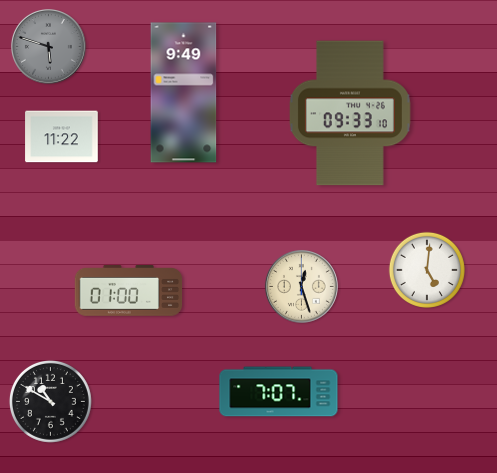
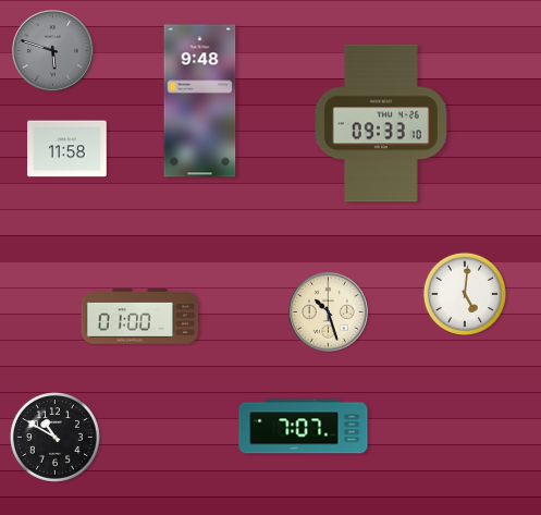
clock at (184, 93): 9:49 -> 9:48
clock at (62, 137): 11:22 -> 11:58
clock at (302, 287): 12:27 -> 10:27
